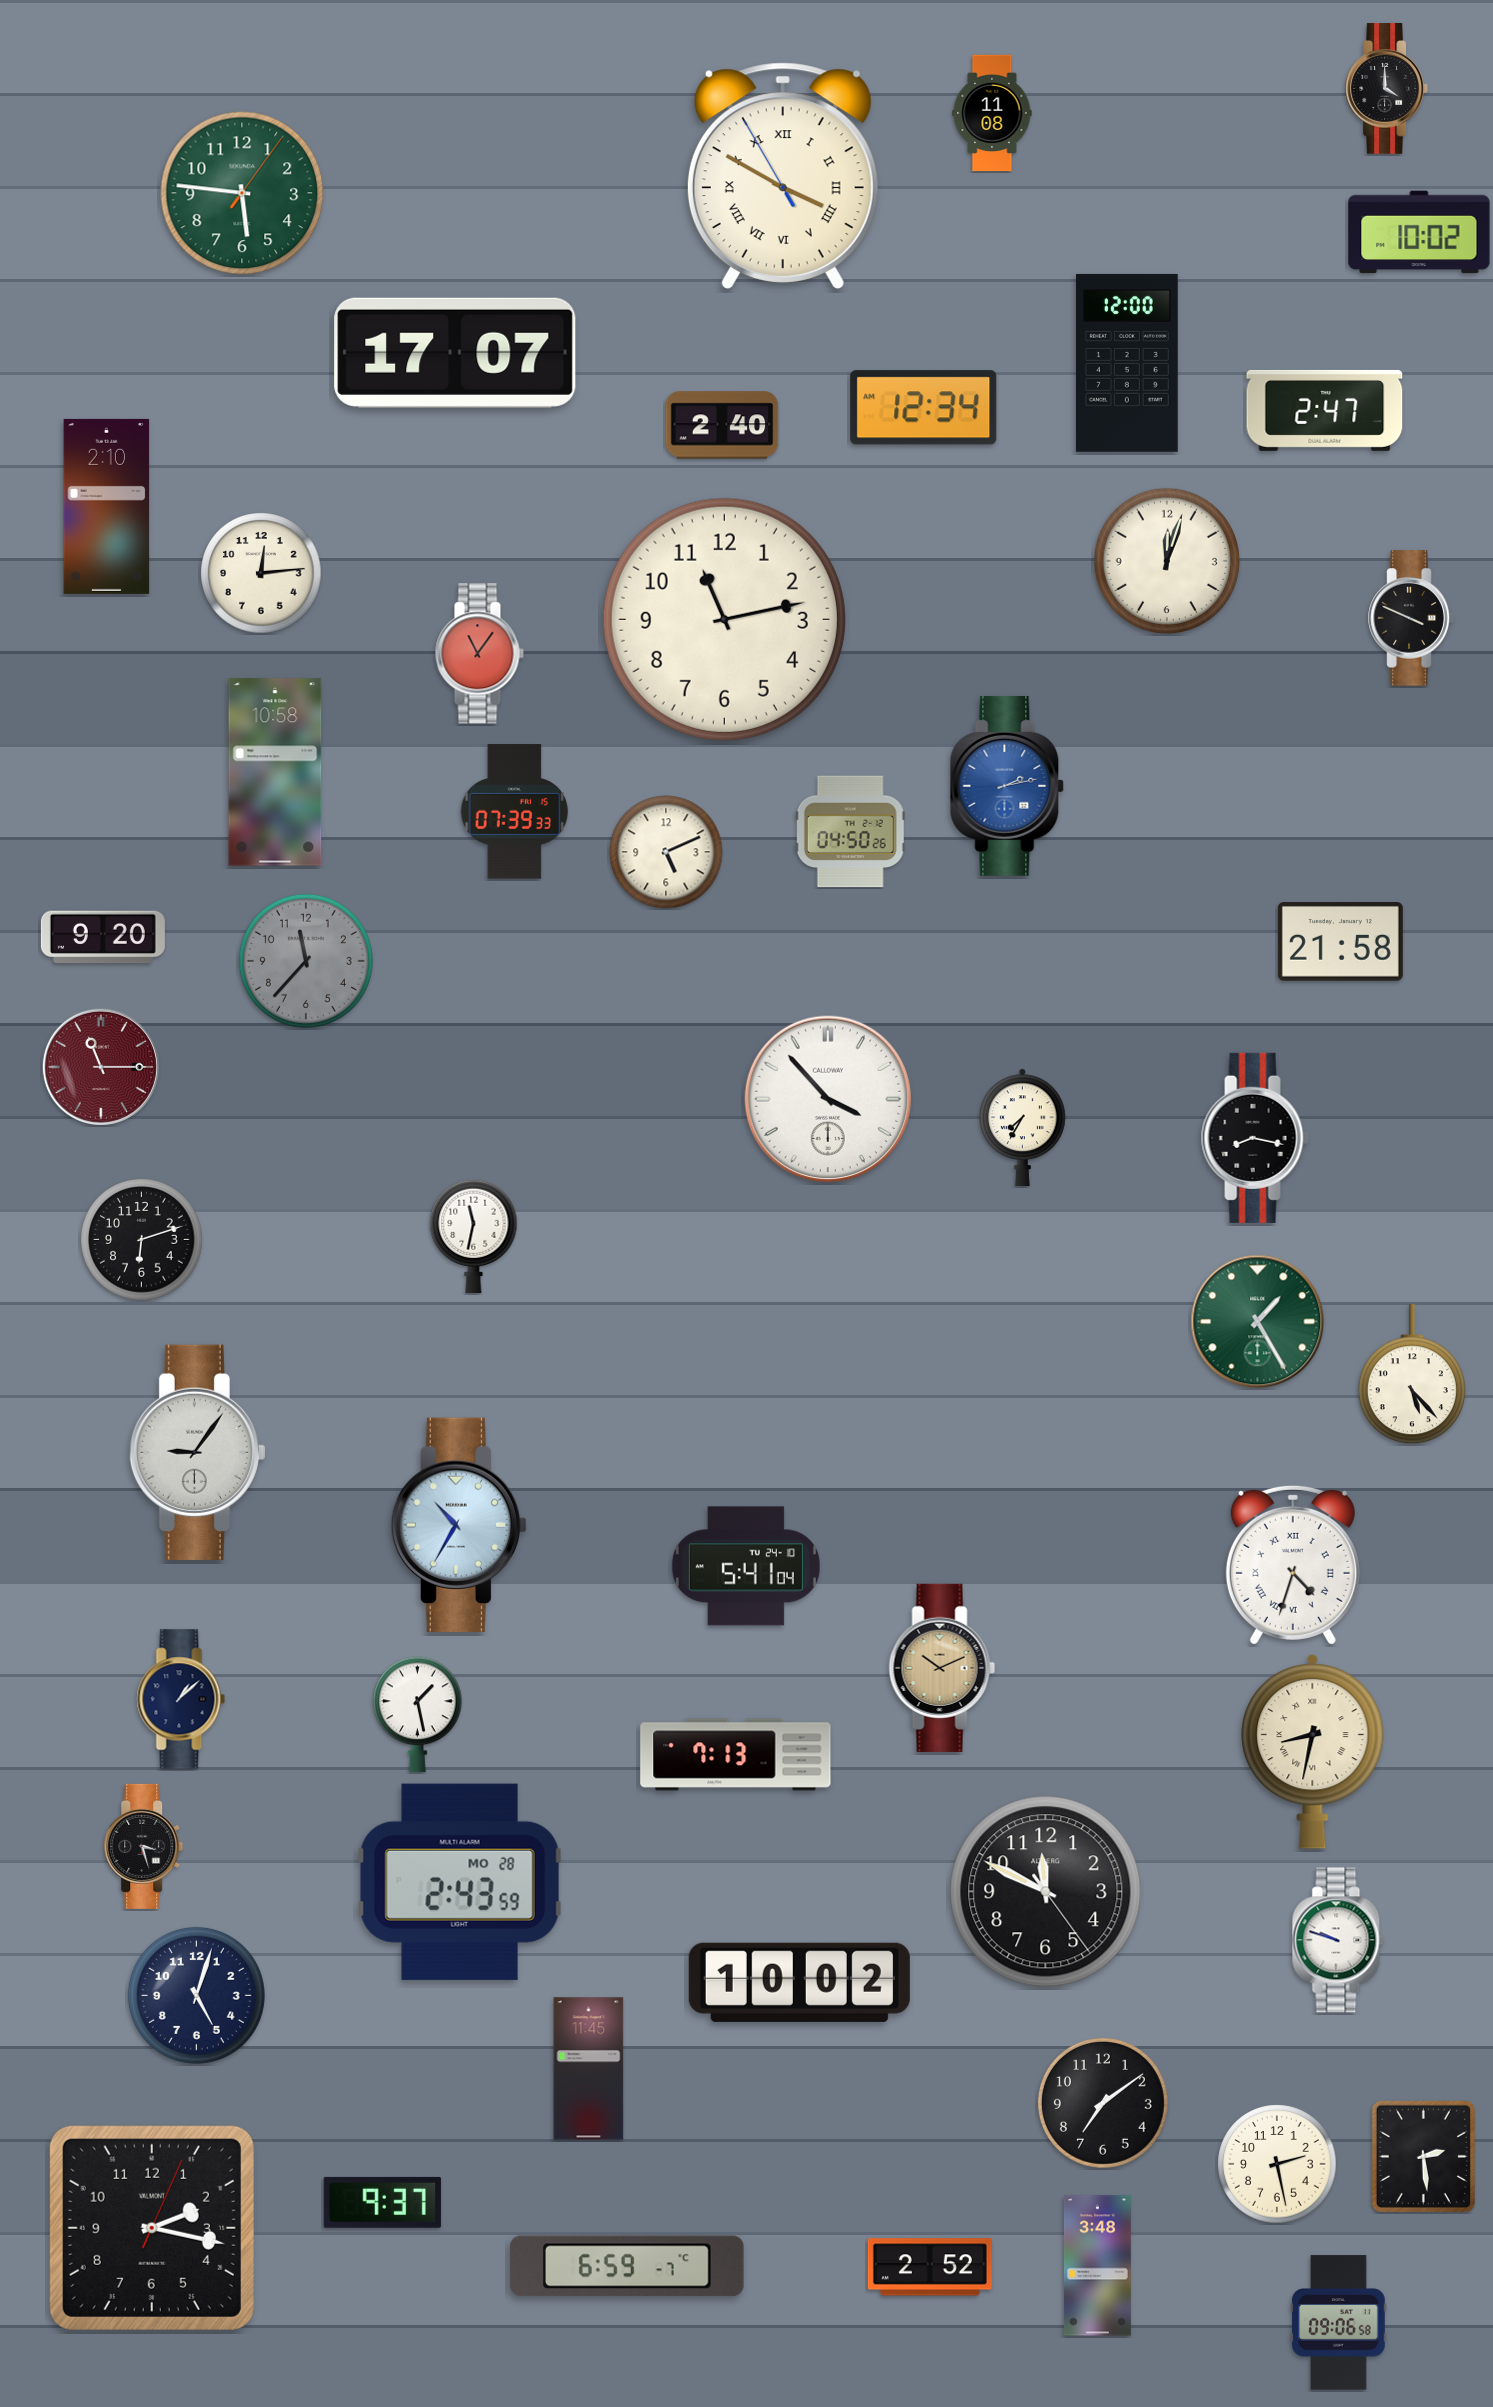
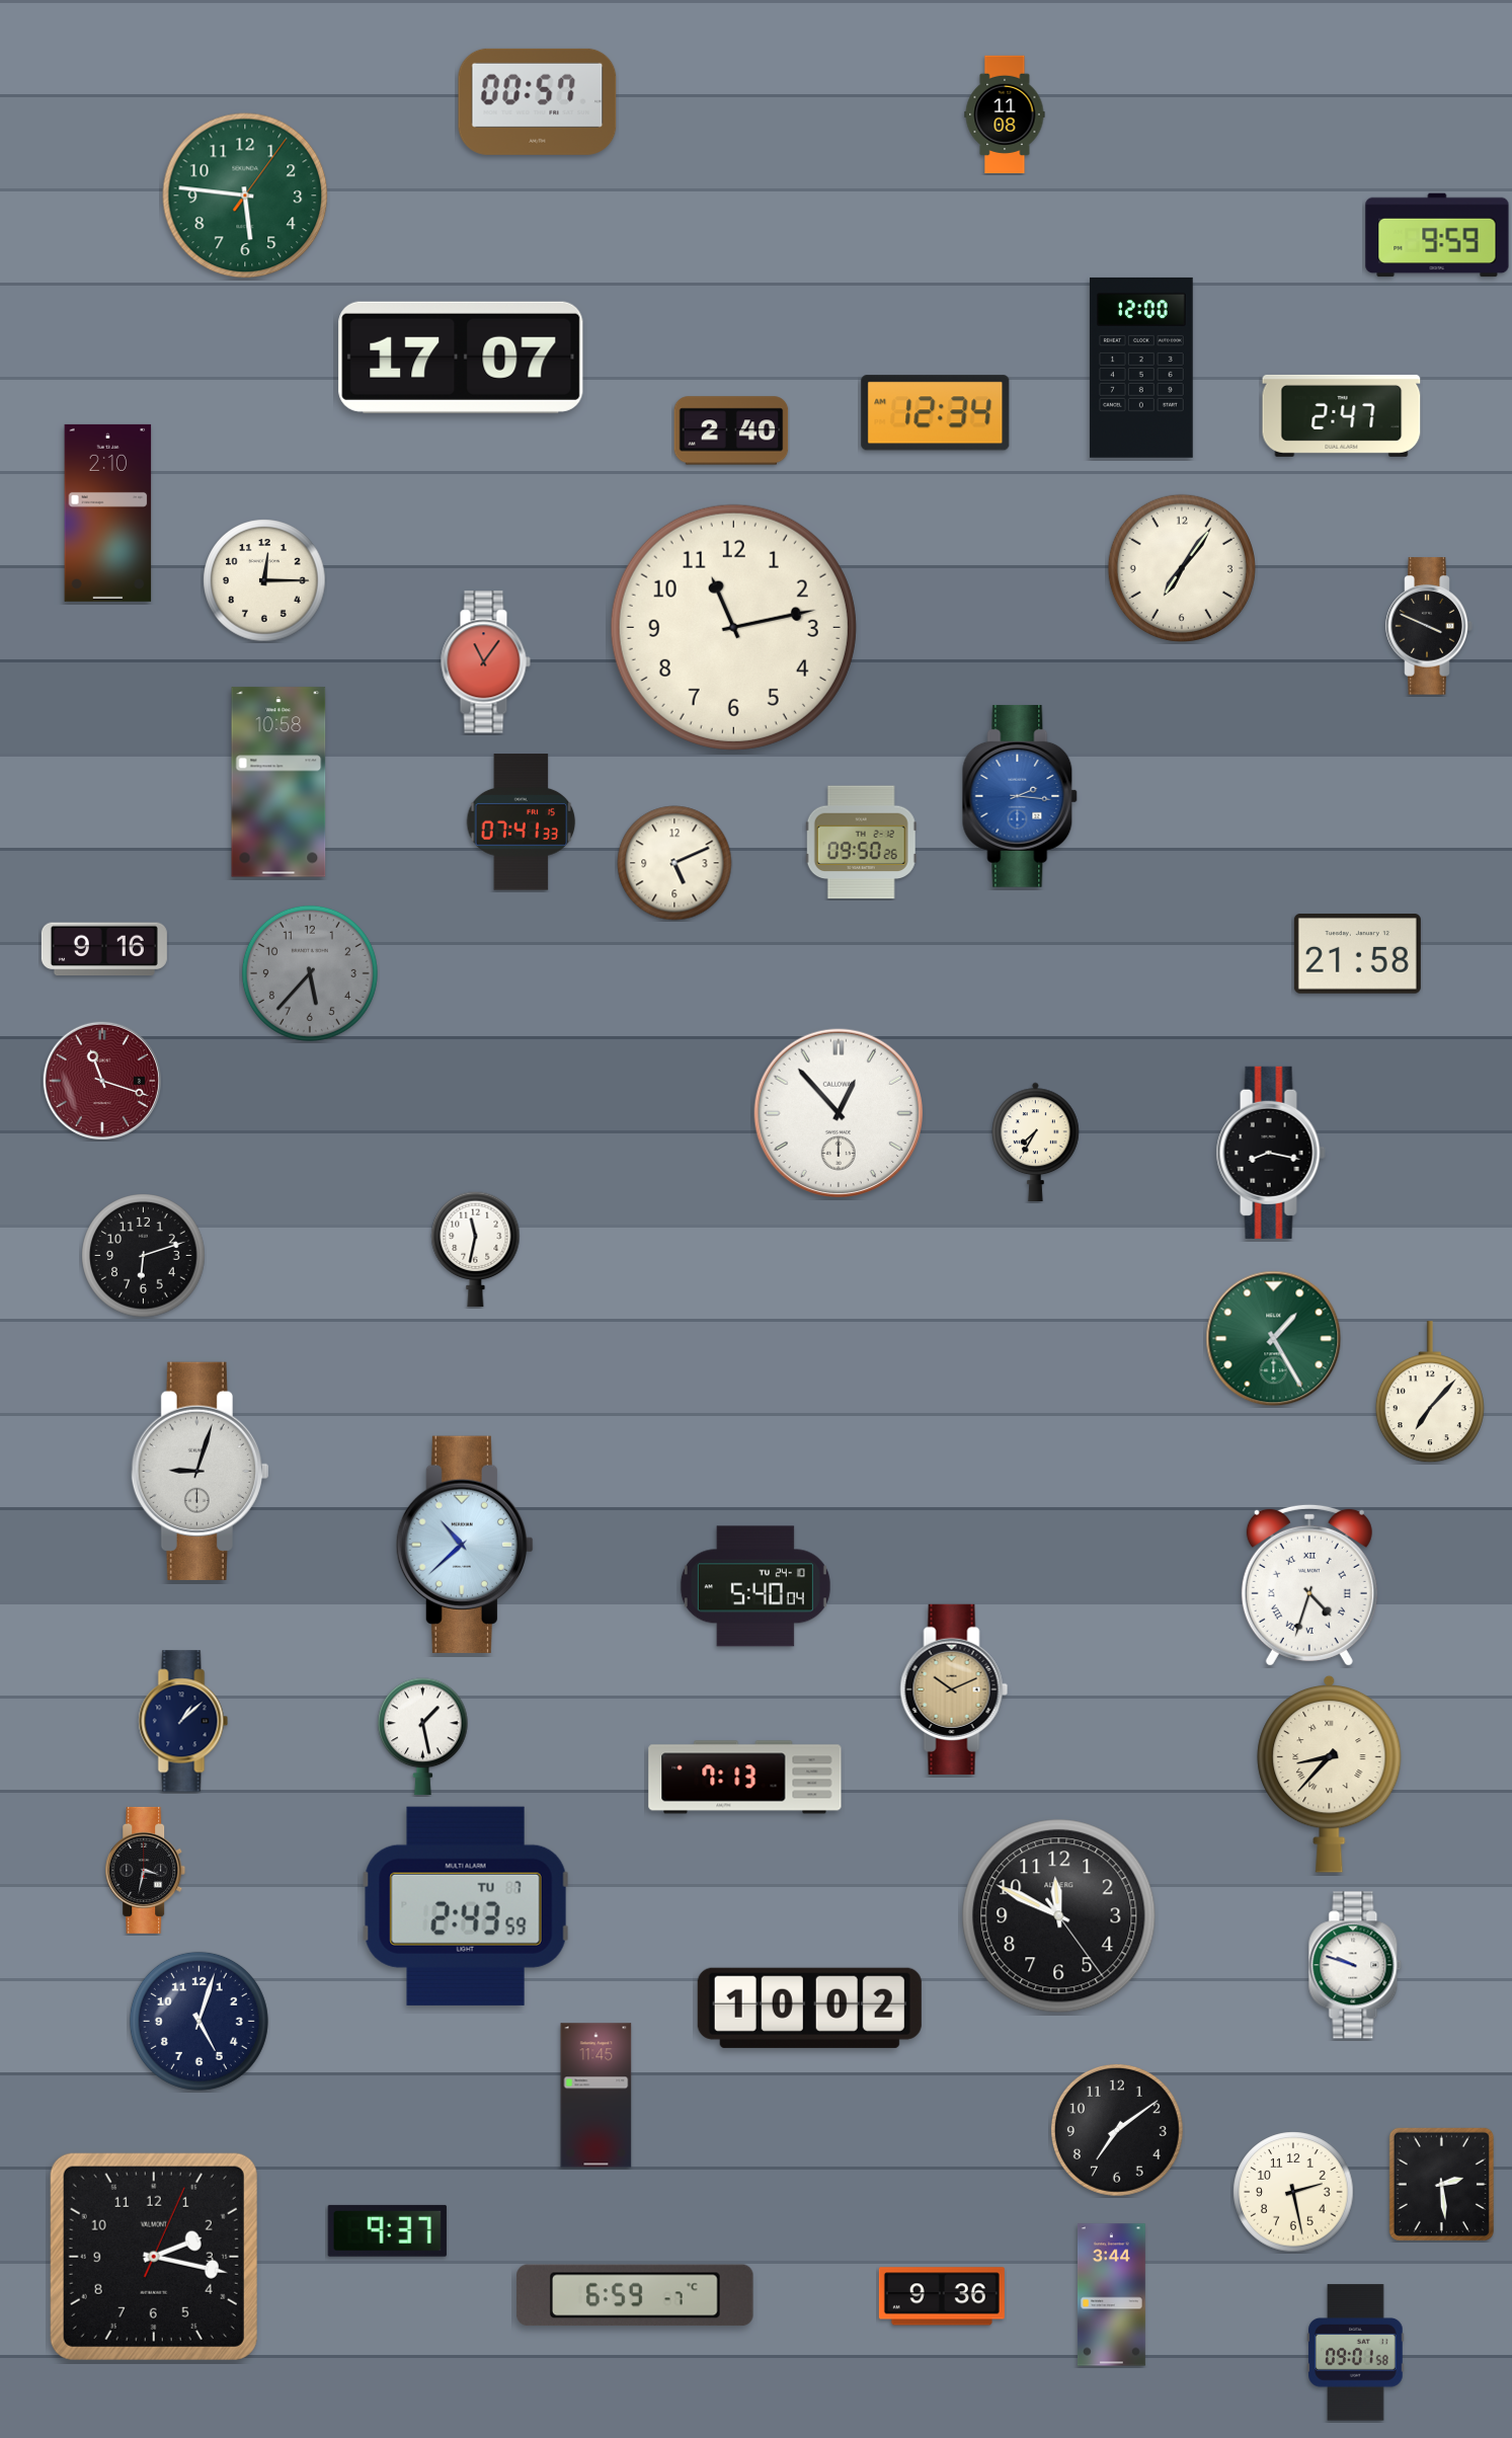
clock at (1386, 89): 4:00 -> none
clock at (538, 101): none -> 00:57
clock at (783, 176): 3:49 -> none
clock at (1419, 232): 10:02 -> 9:59
clock at (1167, 561): 12:03 -> 7:06
clock at (261, 573): 12:14 -> 12:15
clock at (1007, 786): 2:13 -> 2:16
clock at (515, 812): 07:39 -> 07:41
clock at (850, 832): 04:50 -> 09:50
clock at (103, 937): 9:20 -> 9:16
clock at (306, 961): 11:37 -> 5:37
clock at (101, 1067): 11:15 -> 11:18
clock at (827, 1098): 3:53 -> 12:53
clock at (474, 1237) position: (474, 1237) -> (476, 1250)
clock at (1412, 1375): 5:23 -> 7:07
clock at (197, 1452): 9:06 -> 9:03
clock at (459, 1525): 10:35 -> 10:38
clock at (746, 1566): 5:41 -> 5:40
clock at (1313, 1751): 8:32 -> 8:37
clock at (144, 1846): 3:27 -> 3:32
clock at (460, 1882) date: MO 28 -> TU 7
clock at (1097, 2266): 3:48 -> 3:44
clock at (930, 2267): 2:52 -> 9:36
clock at (1339, 2323): 09:06 -> 09:01
